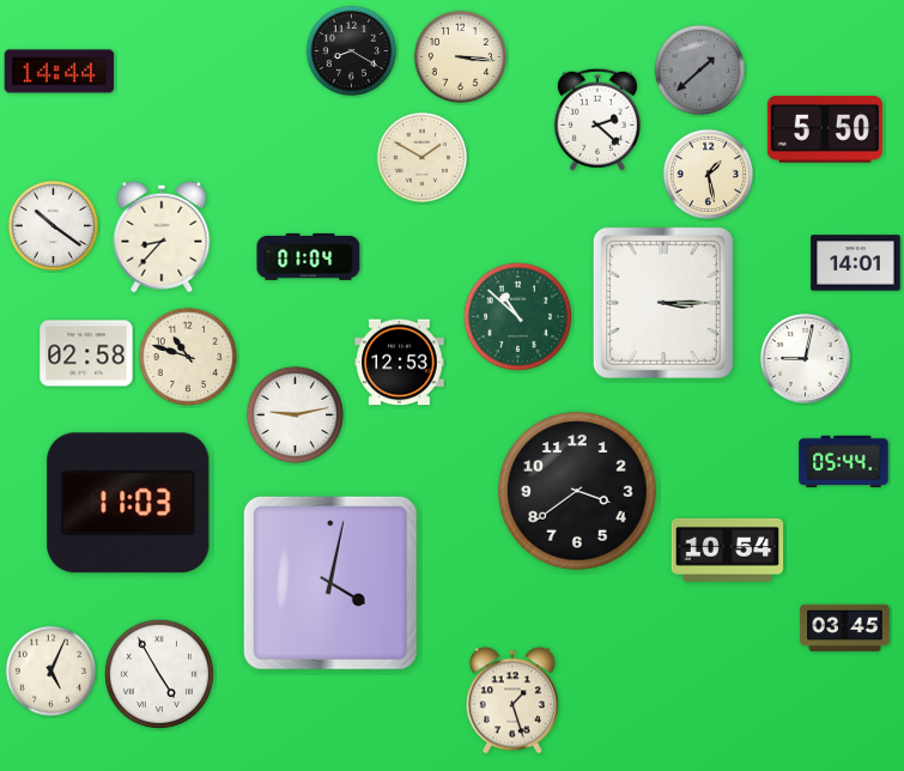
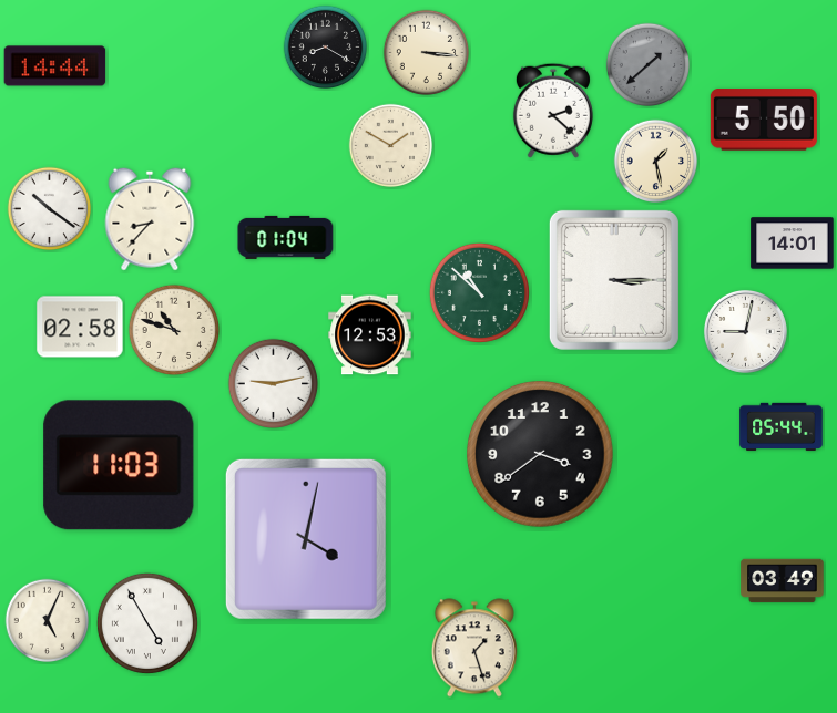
clock at (577, 491) position: (577, 491) -> (540, 454)
clock at (728, 550): 10:54 -> none
clock at (845, 629): 03:45 -> 03:49
